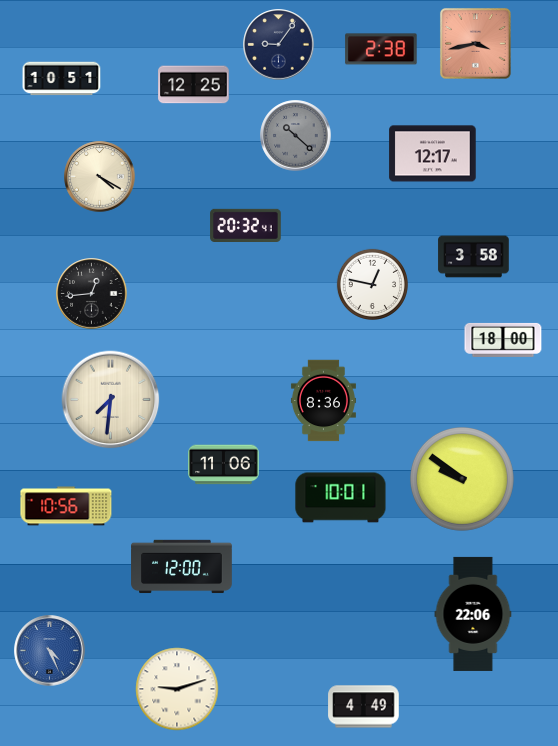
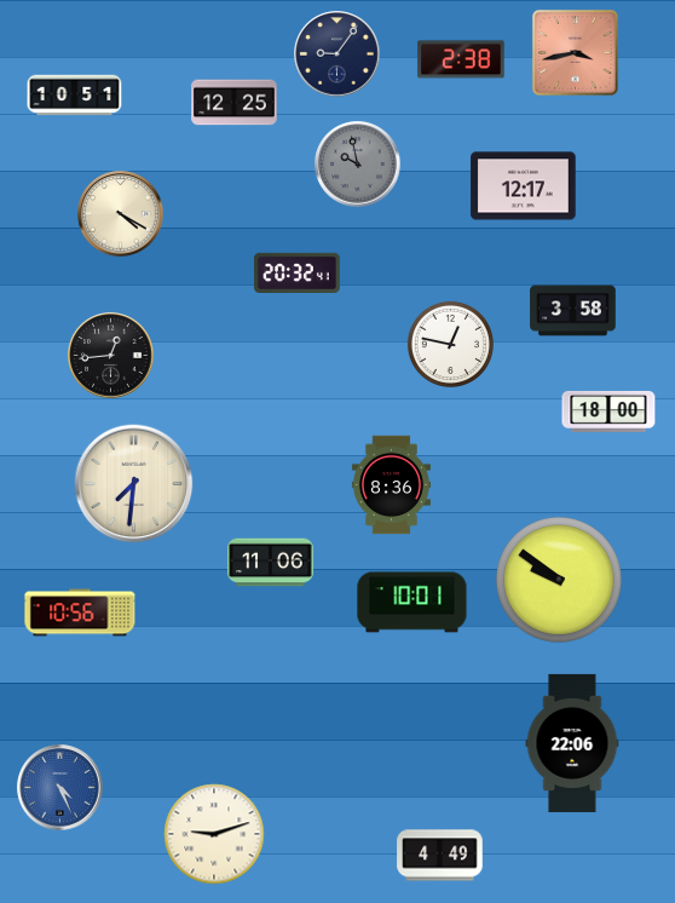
clock at (296, 136): 10:22 -> 9:58
clock at (182, 567): 12:00 -> none
